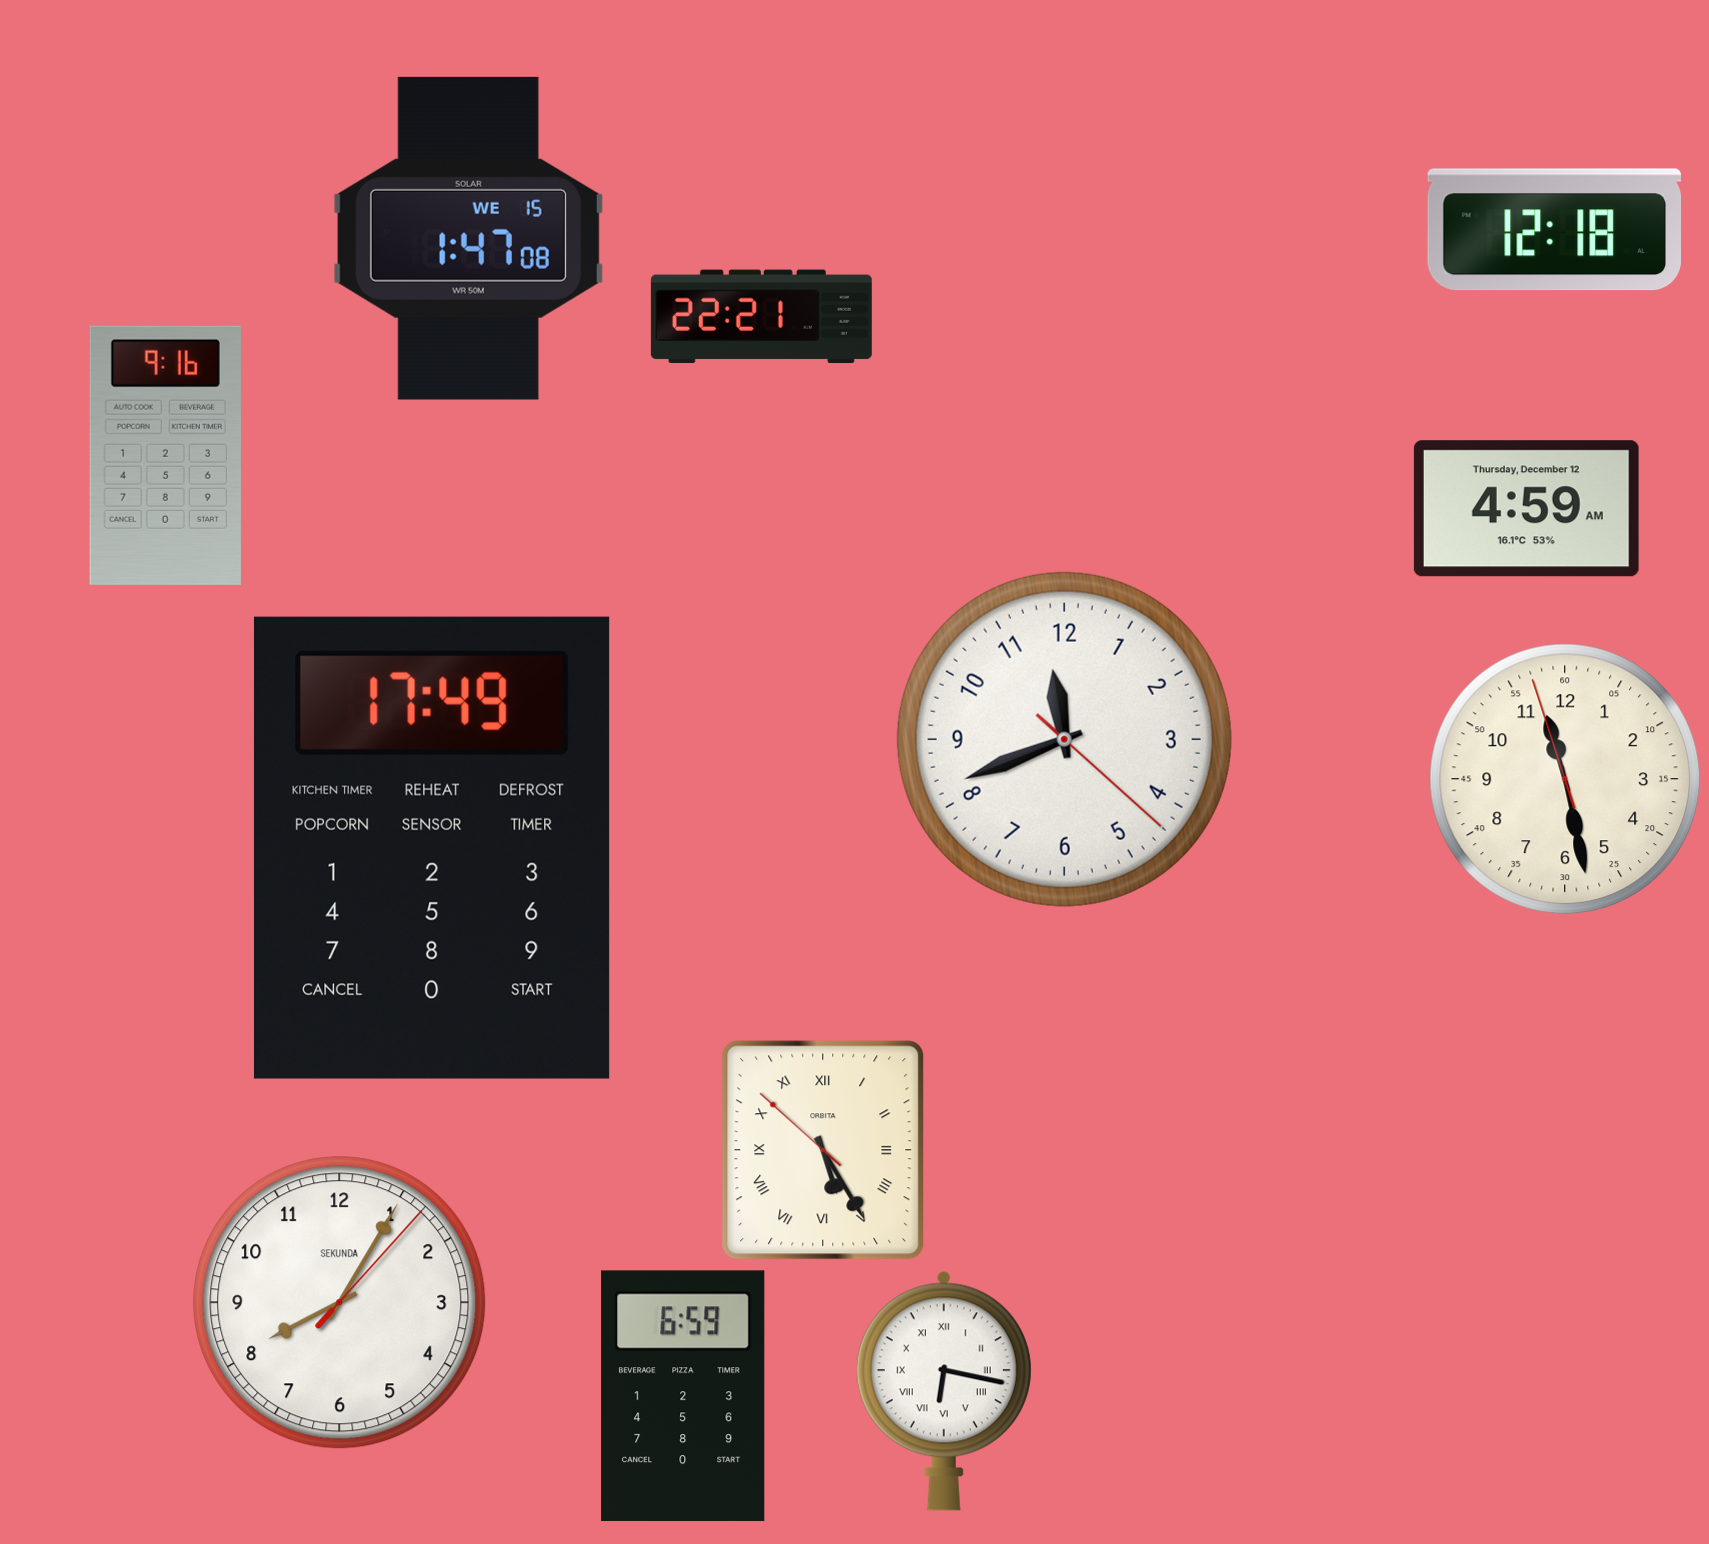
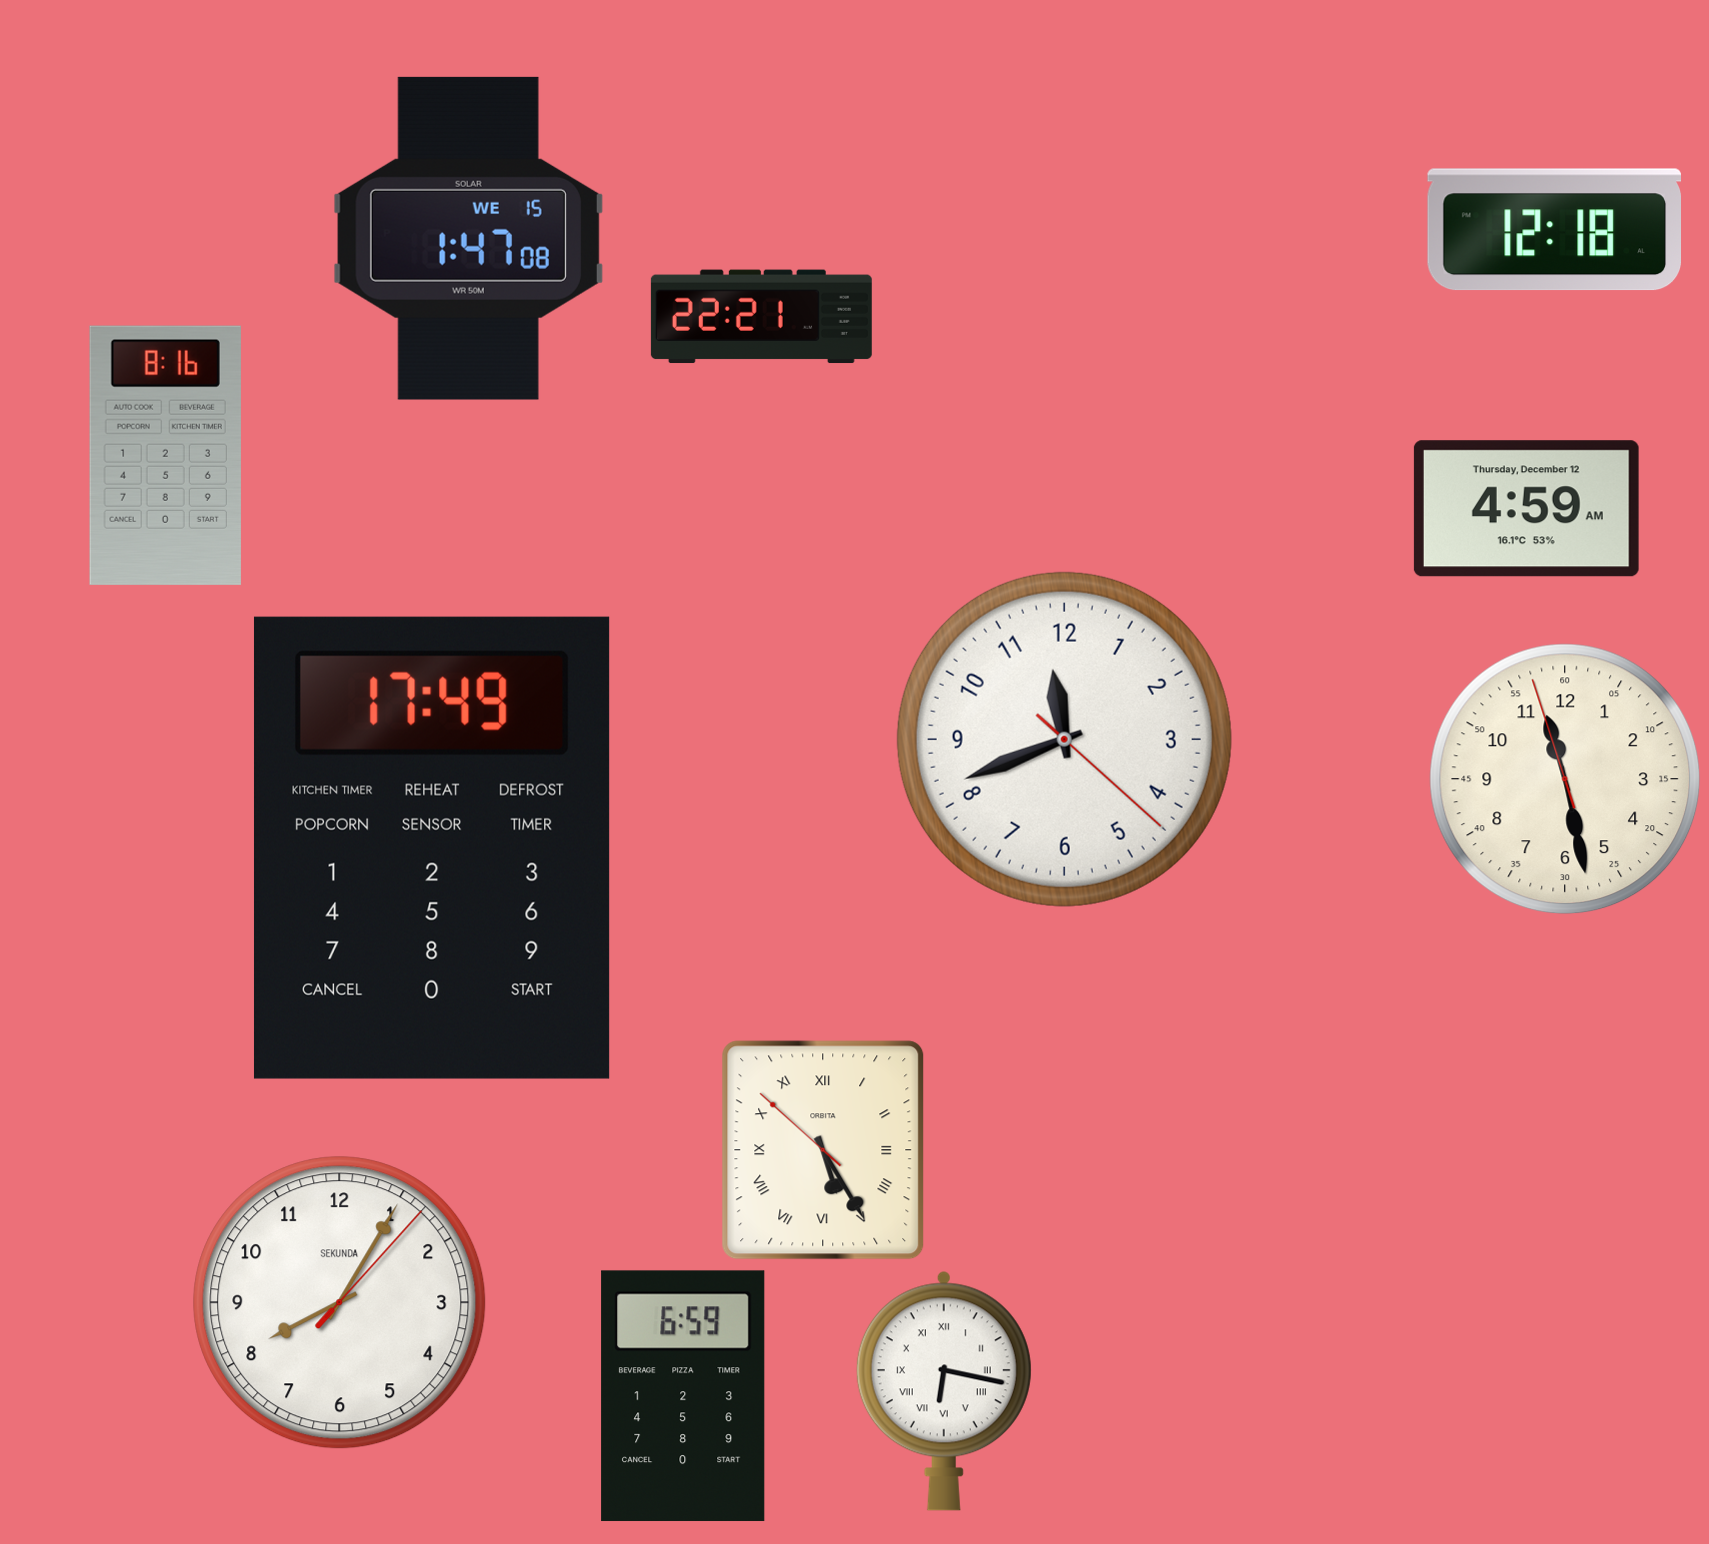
clock at (165, 455): 9:16 -> 8:16
